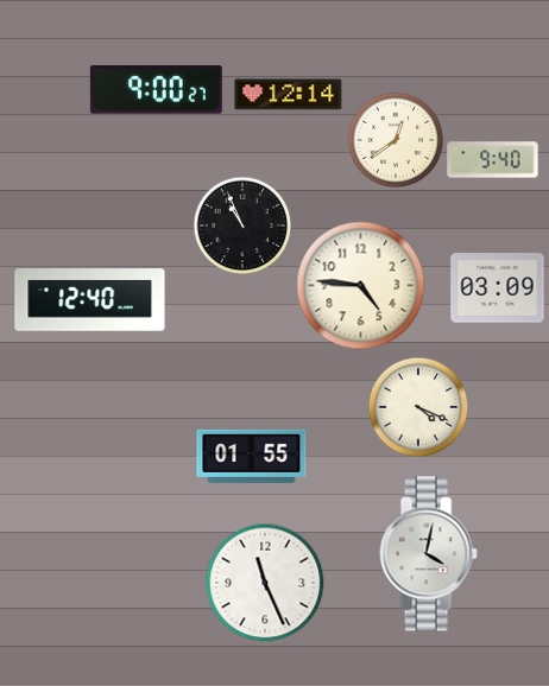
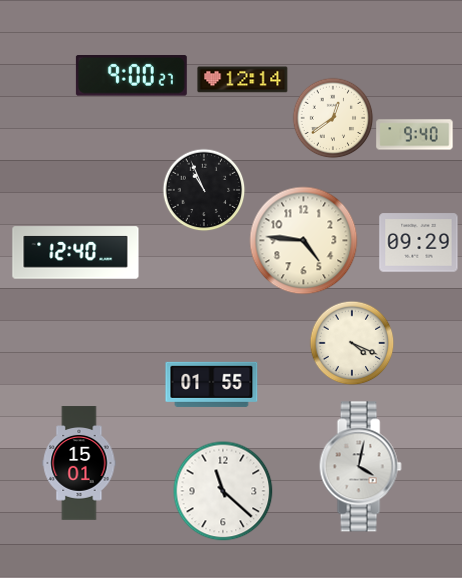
clock at (498, 288): 03:09 -> 09:29
clock at (79, 463): none -> 15:01
clock at (265, 583): 11:26 -> 11:22
